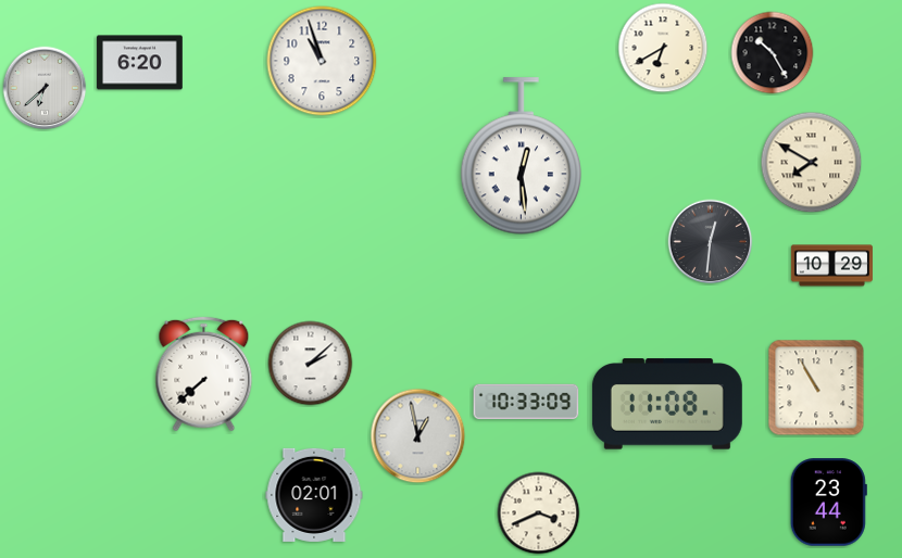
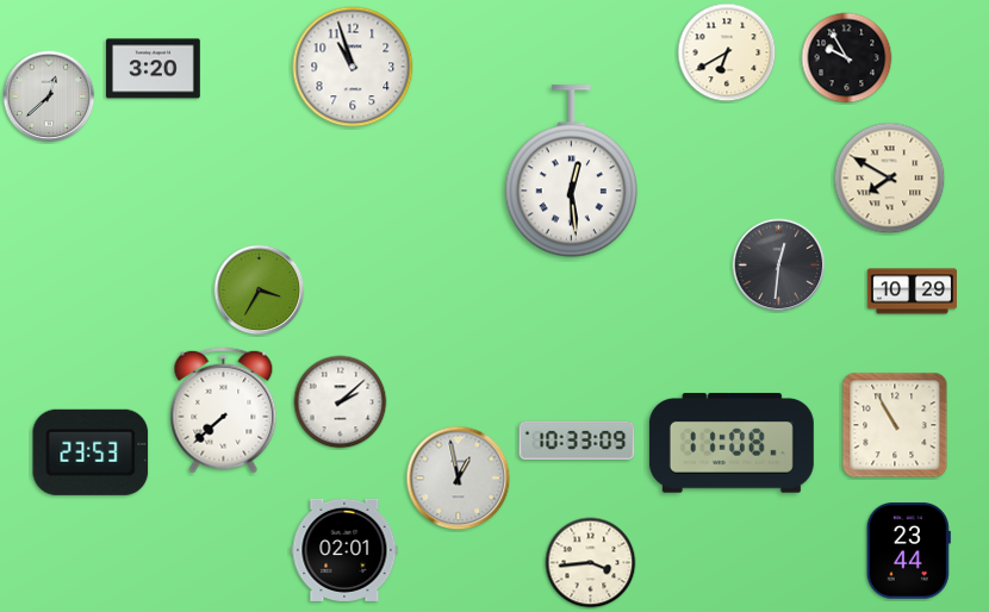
clock at (773, 53): 10:25 -> 9:55
clock at (140, 63): 6:20 -> 3:20
clock at (45, 88): 6:38 -> 12:38
clock at (260, 291): none -> 3:35
clock at (311, 364) position: (311, 364) -> (341, 402)
clock at (91, 452): none -> 23:53
clock at (314, 495) position: (314, 495) -> (344, 550)
clock at (539, 513): 3:41 -> 3:44
